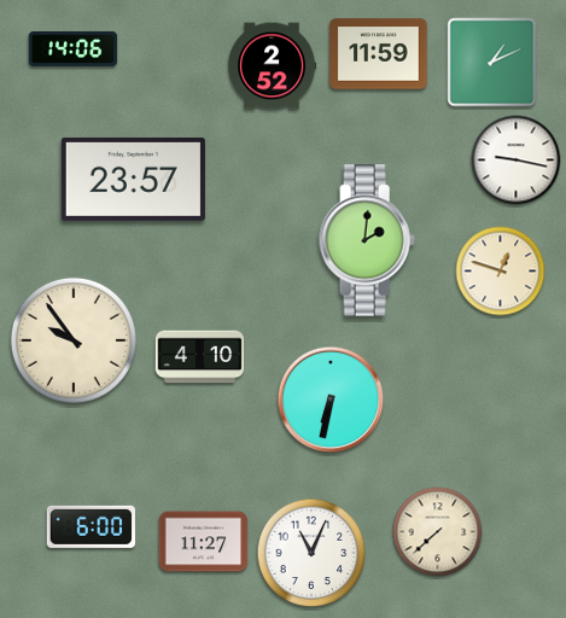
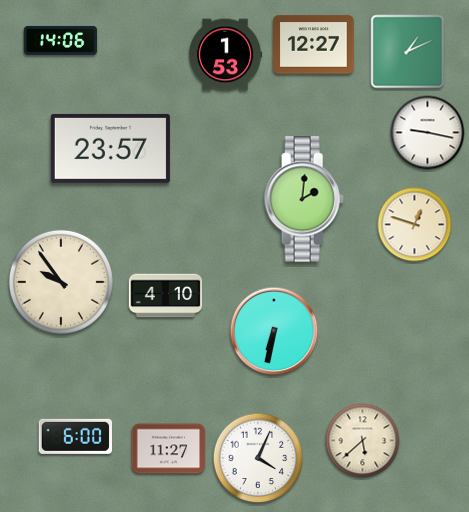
clock at (379, 54): 11:59 -> 12:27
clock at (273, 66): 2:52 -> 1:53
clock at (438, 532): 7:38 -> 5:38
clock at (311, 553): 11:04 -> 4:04
